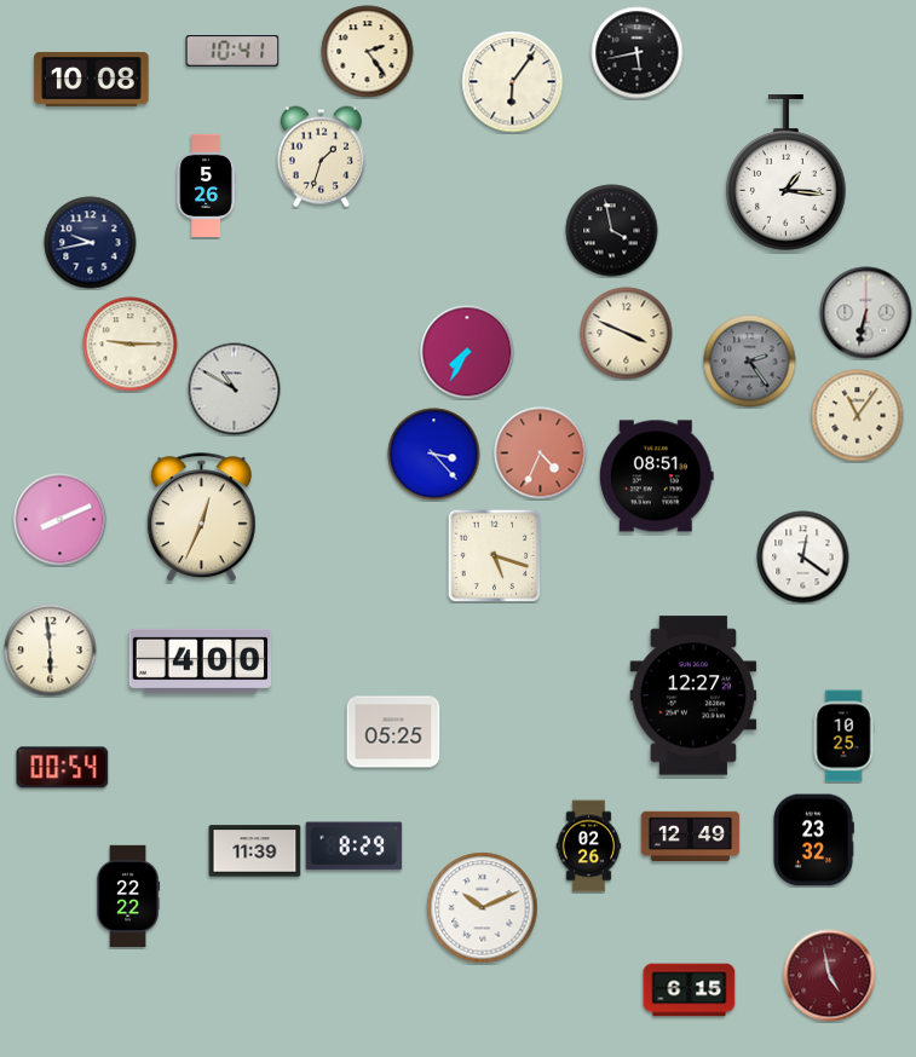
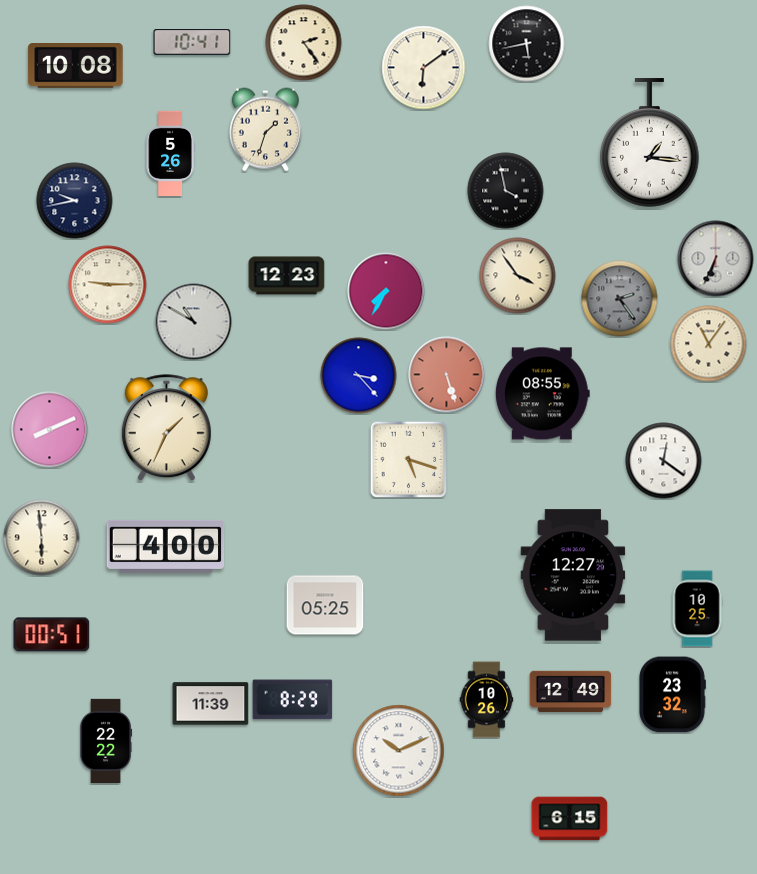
clock at (513, 82): 6:06 -> 6:09
clock at (866, 313): 6:32 -> 6:34
clock at (287, 276): none -> 12:23
clock at (627, 334): 3:49 -> 3:54
clock at (541, 454): 4:34 -> 5:27
clock at (656, 476): 08:51 -> 08:55
clock at (201, 518): 12:34 -> 1:34
clock at (63, 768): 00:54 -> 00:51
clock at (589, 847): 02:26 -> 10:26
clock at (830, 976): 4:58 -> none
